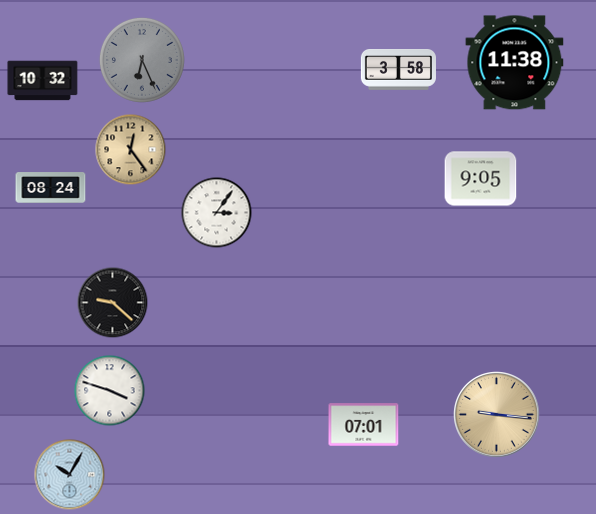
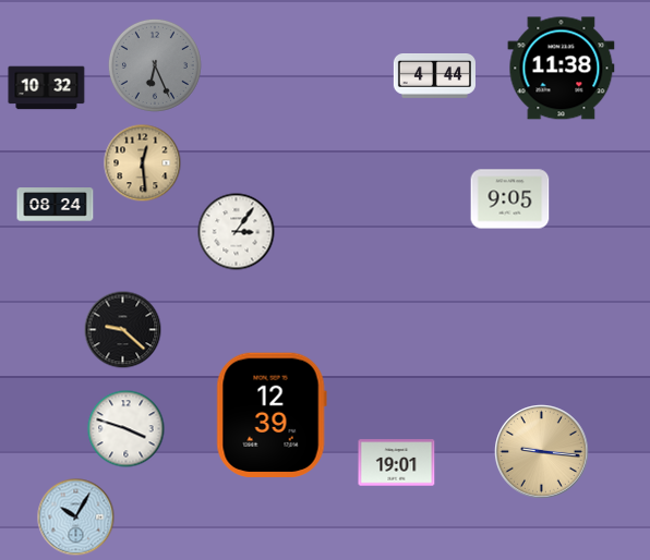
clock at (398, 70): 3:58 -> 4:44
clock at (131, 150): 12:24 -> 12:29
clock at (481, 179) position: (481, 179) -> (510, 199)
clock at (272, 415): none -> 12:39
clock at (110, 391) position: (110, 391) -> (127, 429)
clock at (364, 425): 07:01 -> 19:01
